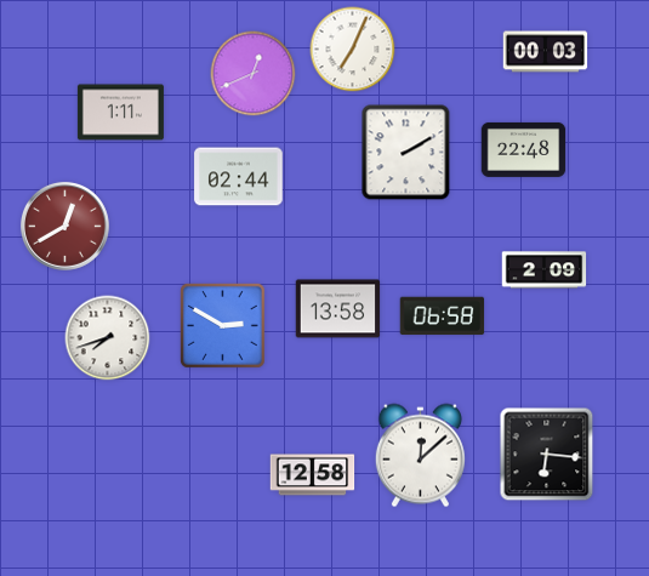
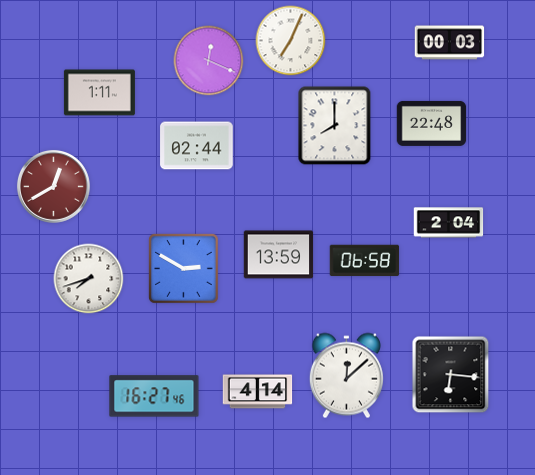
clock at (254, 74): 12:41 -> 12:19
clock at (406, 153): 2:10 -> 8:00
clock at (545, 270): 2:09 -> 2:04
clock at (338, 309): 13:58 -> 13:59
clock at (313, 475): 12:58 -> 4:14
clock at (154, 396): none -> 16:27
